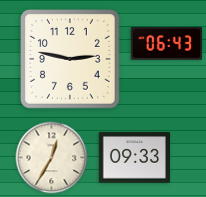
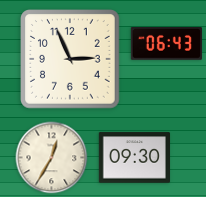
clock at (71, 60): 2:47 -> 2:56
clock at (134, 158): 09:33 -> 09:30
